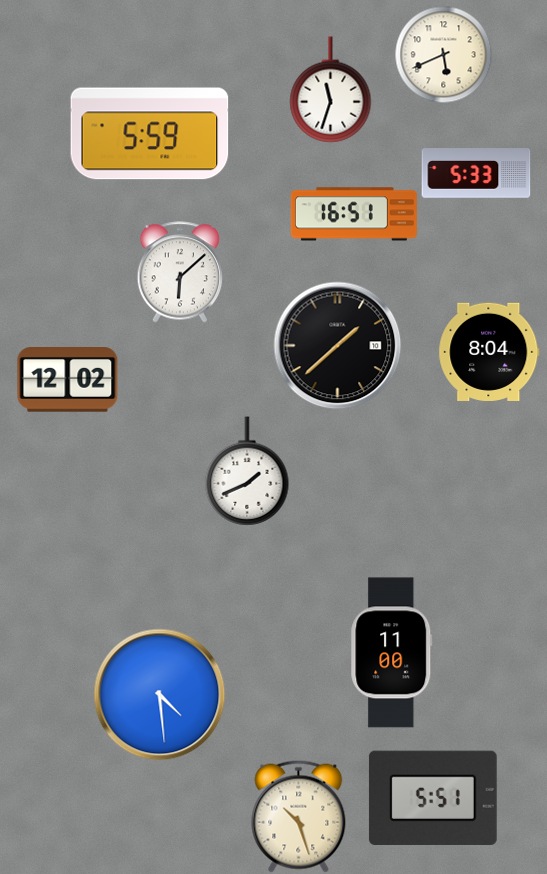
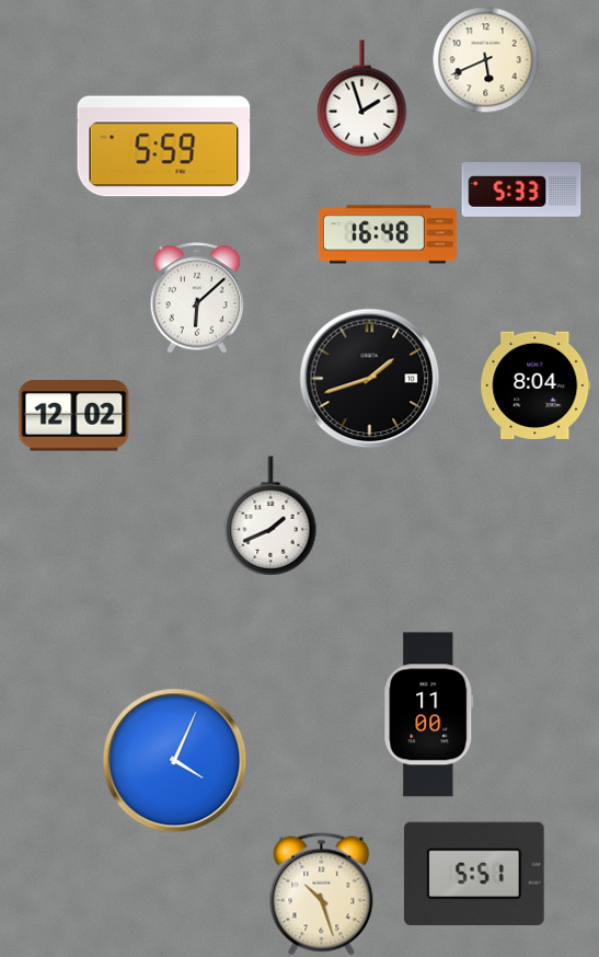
clock at (331, 90): 11:33 -> 1:57
clock at (354, 214): 16:51 -> 16:48
clock at (338, 346): 1:38 -> 1:42
clock at (160, 695): 4:29 -> 4:04
clock at (299, 817) position: (299, 817) -> (322, 895)
